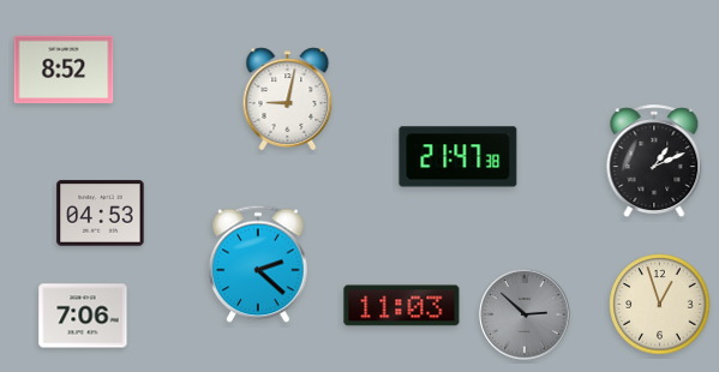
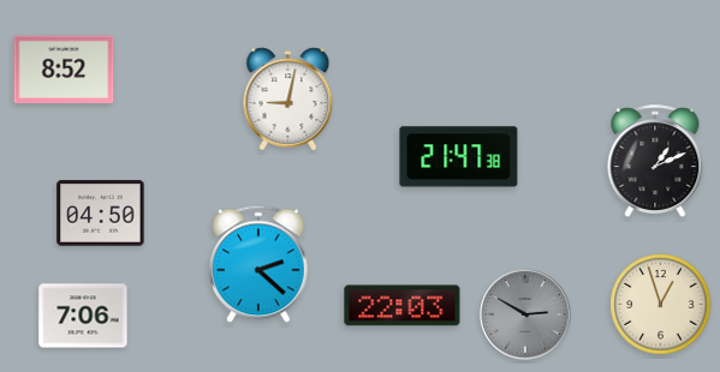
clock at (101, 214): 04:53 -> 04:50
clock at (402, 306): 11:03 -> 22:03
clock at (525, 314): 2:52 -> 2:50
